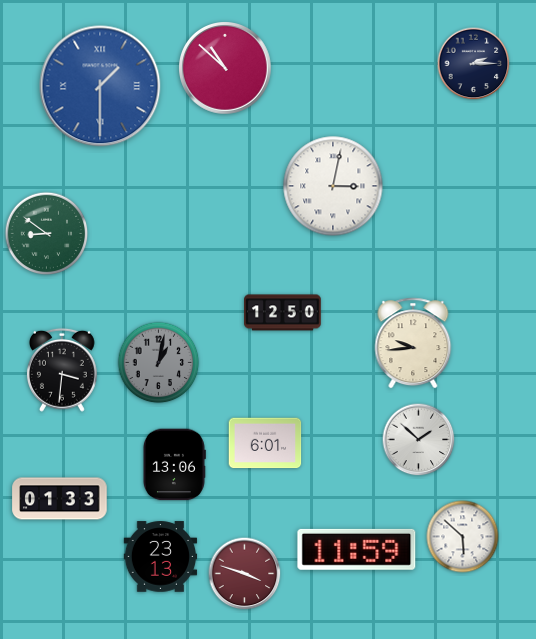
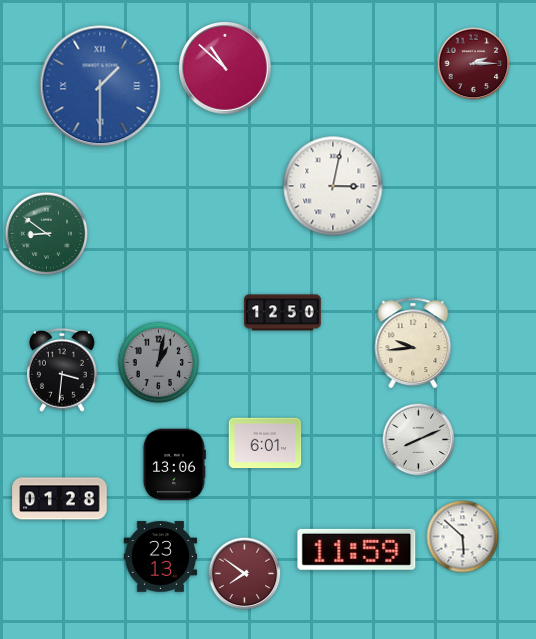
clock at (474, 64) dial: navy -> burgundy
clock at (419, 440): 1:52 -> 8:11
clock at (60, 499): 01:33 -> 01:28
clock at (245, 574): 3:48 -> 7:51
